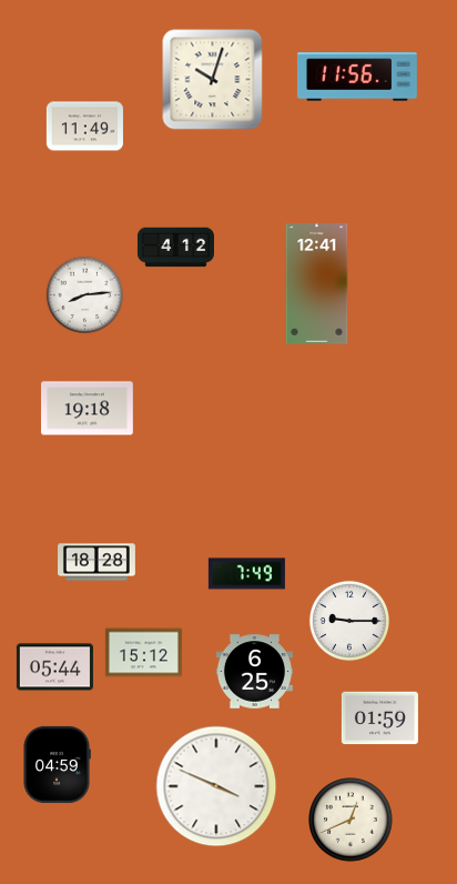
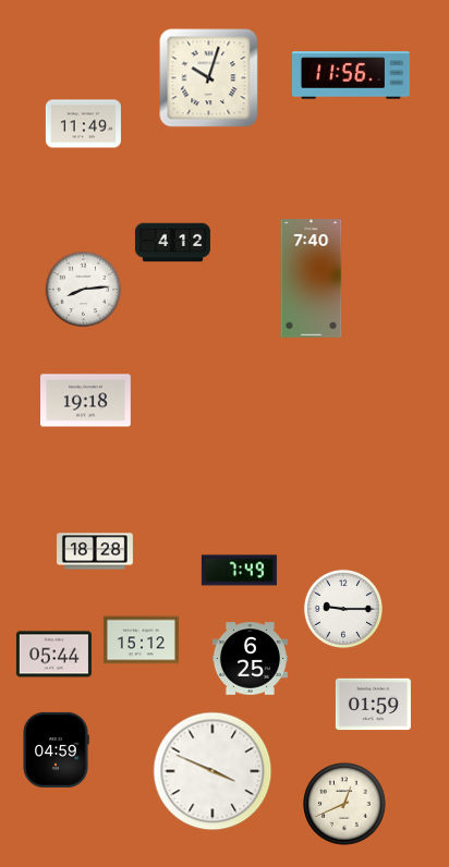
clock at (317, 284): 12:41 -> 7:40
clock at (246, 574) position: (246, 574) -> (239, 571)
